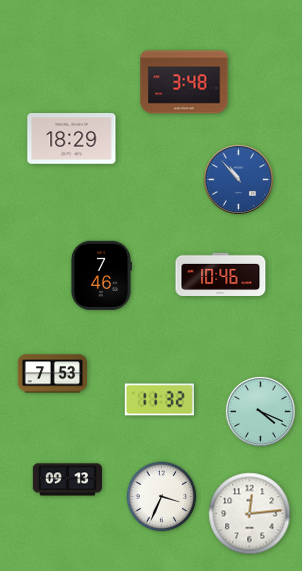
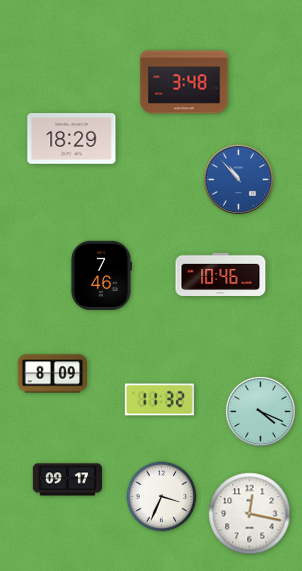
clock at (52, 374): 7:53 -> 8:09
clock at (68, 480): 09:13 -> 09:17
clock at (250, 514): 12:14 -> 12:17
